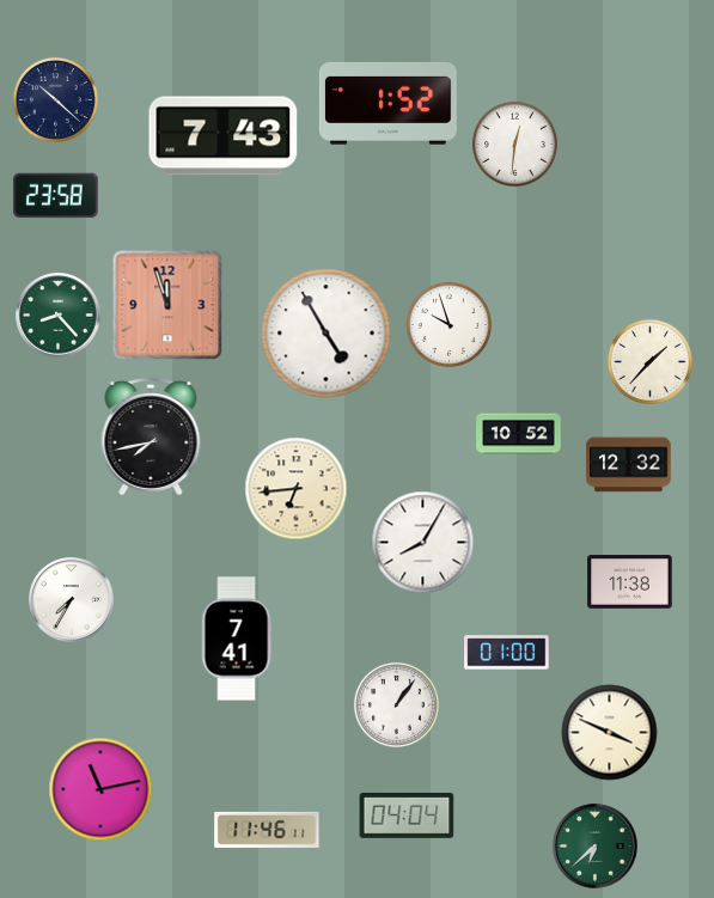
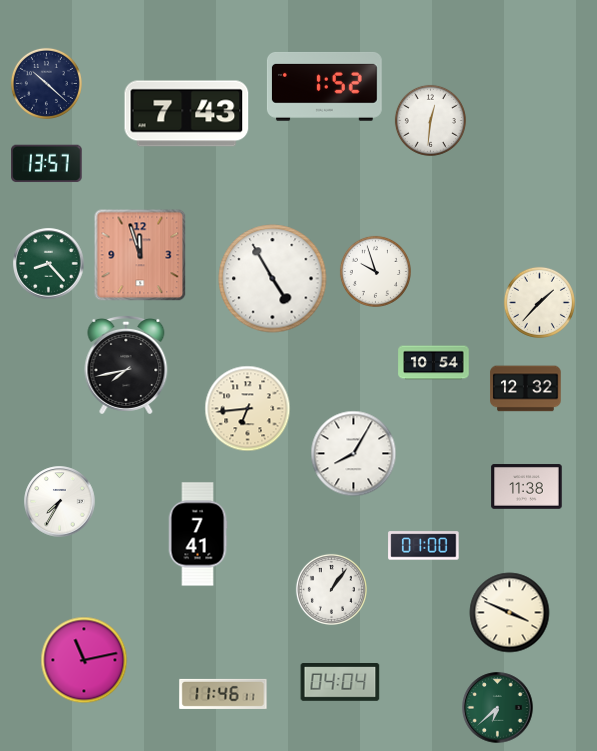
clock at (56, 196): 23:58 -> 13:57
clock at (649, 361) position: (649, 361) -> (539, 302)
clock at (519, 434): 10:52 -> 10:54
